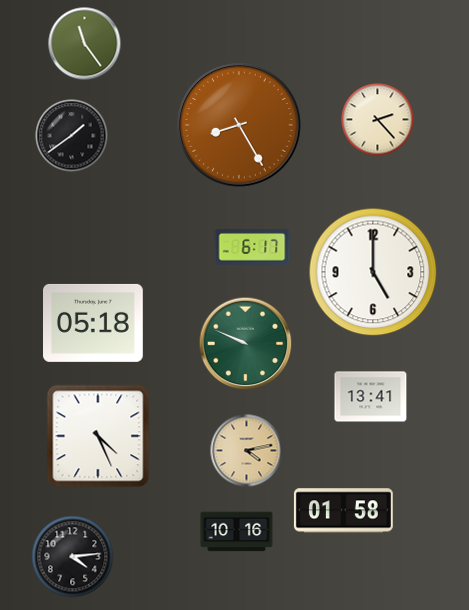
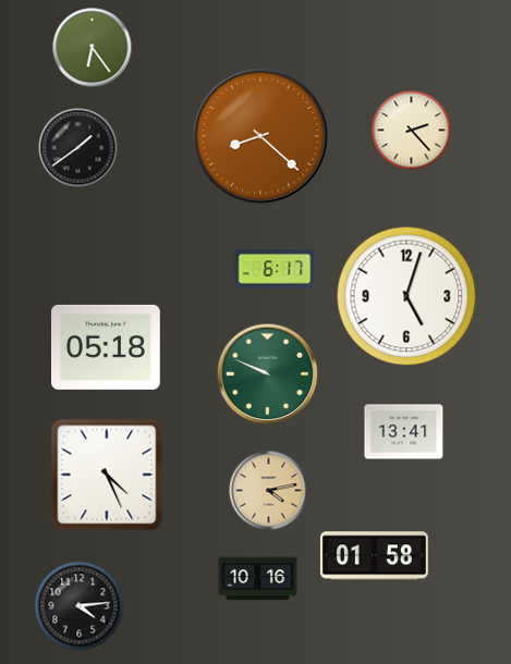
clock at (85, 44): 11:24 -> 6:24
clock at (239, 125): 8:25 -> 8:22
clock at (373, 272): 5:00 -> 5:03
clock at (94, 323) position: (94, 323) -> (107, 347)
